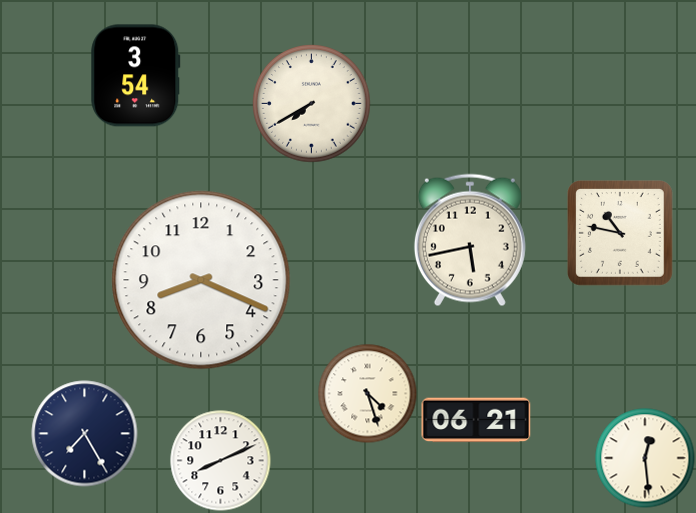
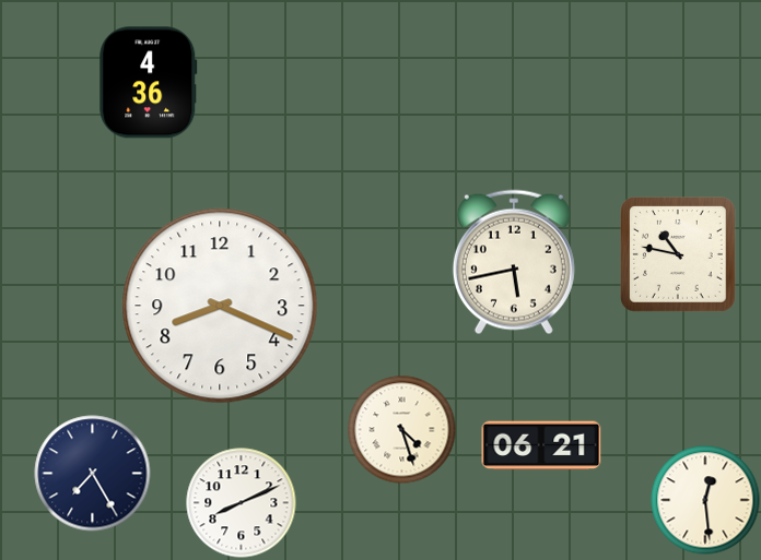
clock at (136, 76): 3:54 -> 4:36
clock at (312, 104): 7:40 -> none
clock at (476, 420) position: (476, 420) -> (541, 445)
